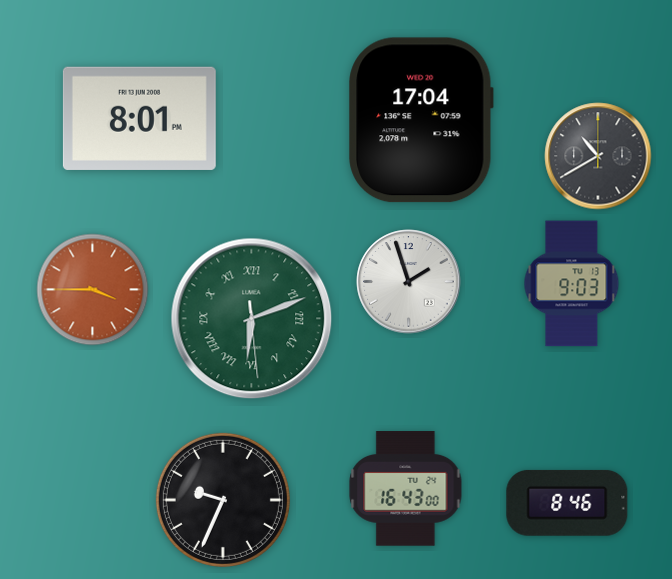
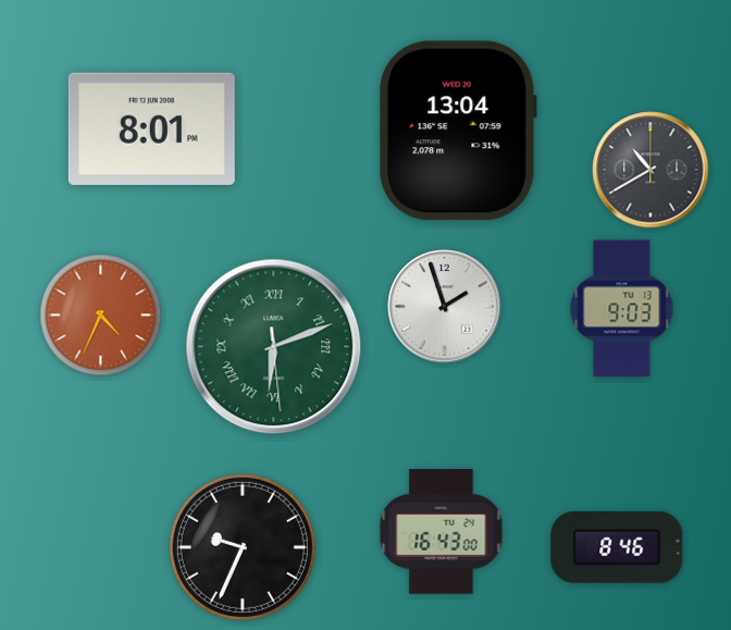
clock at (421, 120): 17:04 -> 13:04
clock at (93, 290): 3:45 -> 4:34
clock at (223, 500) position: (223, 500) -> (243, 547)
